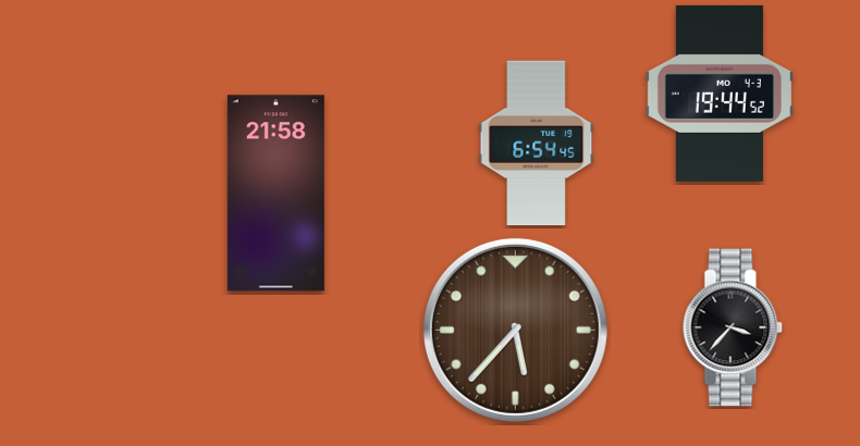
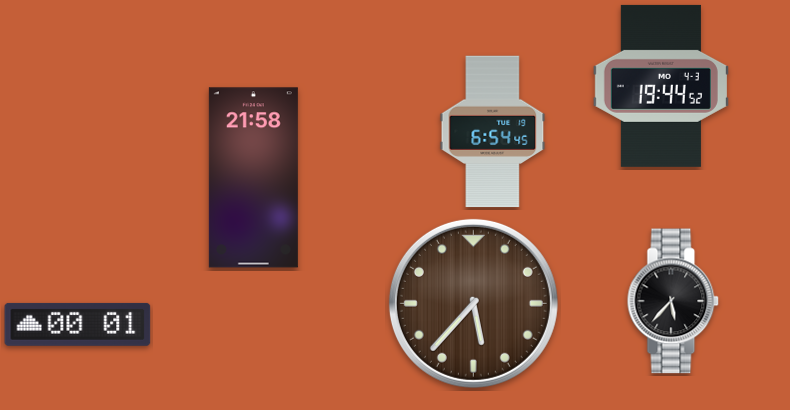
clock at (733, 327): 3:37 -> 5:37
clock at (78, 324): none -> 00:01
